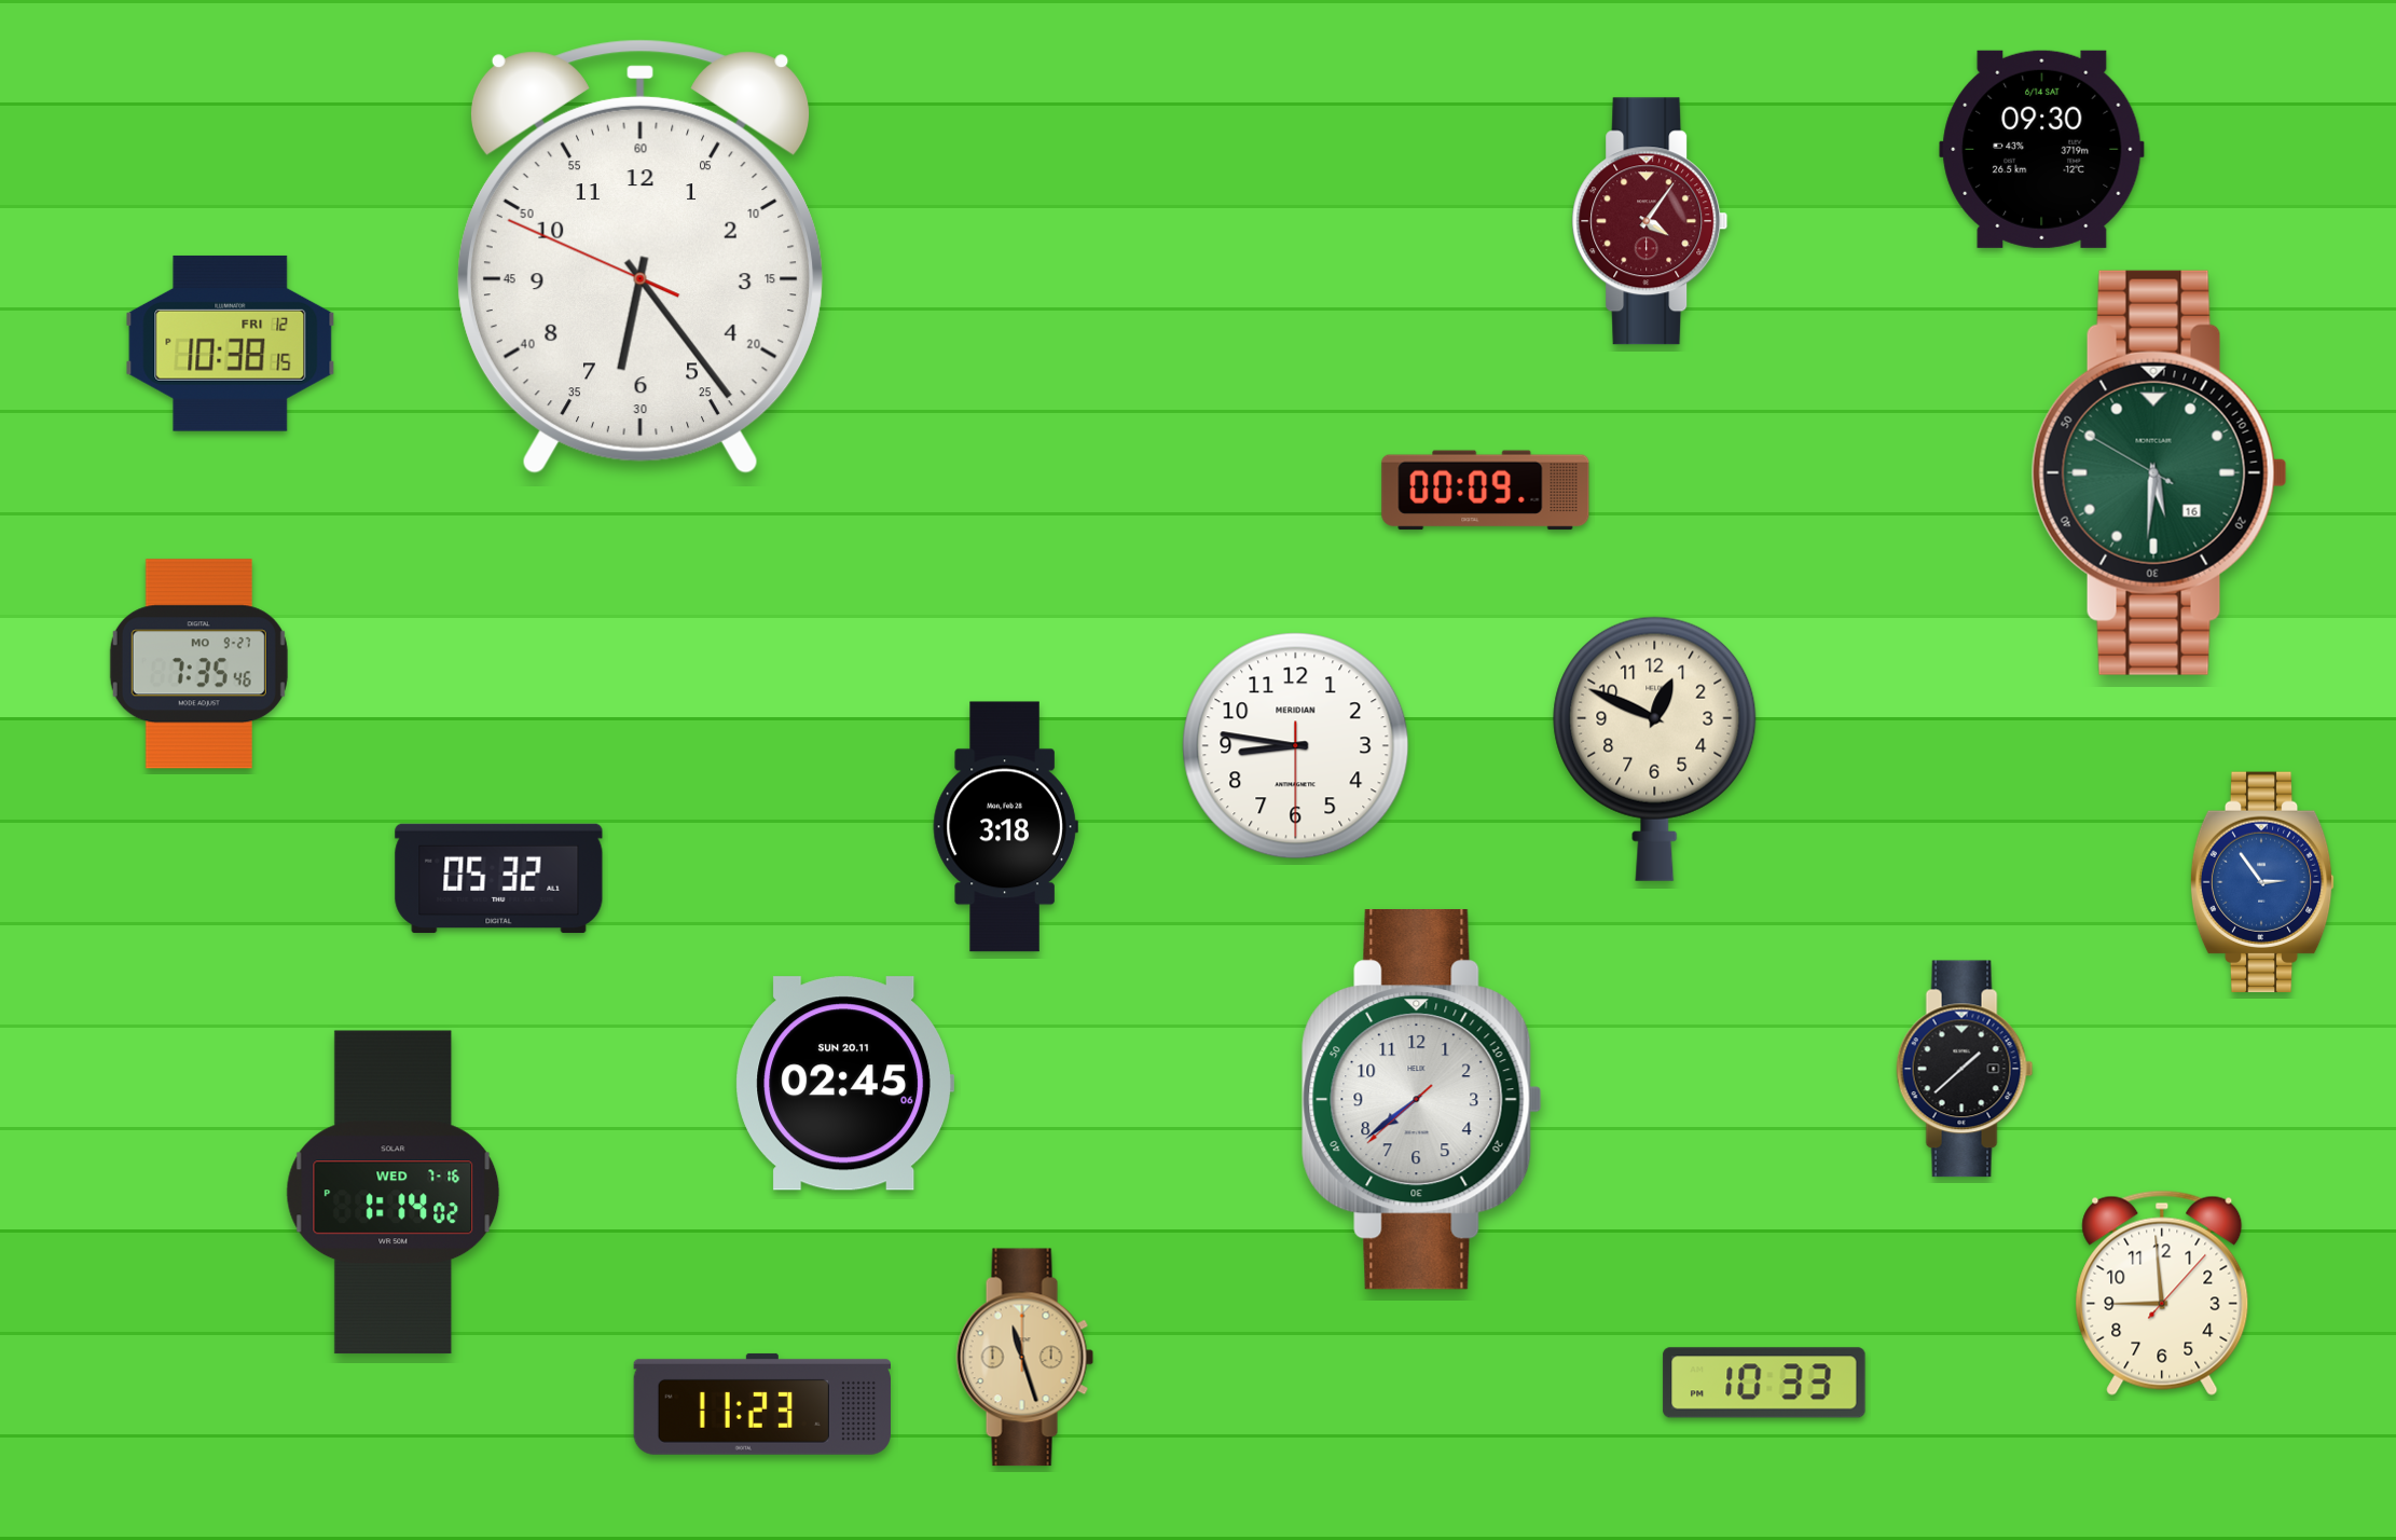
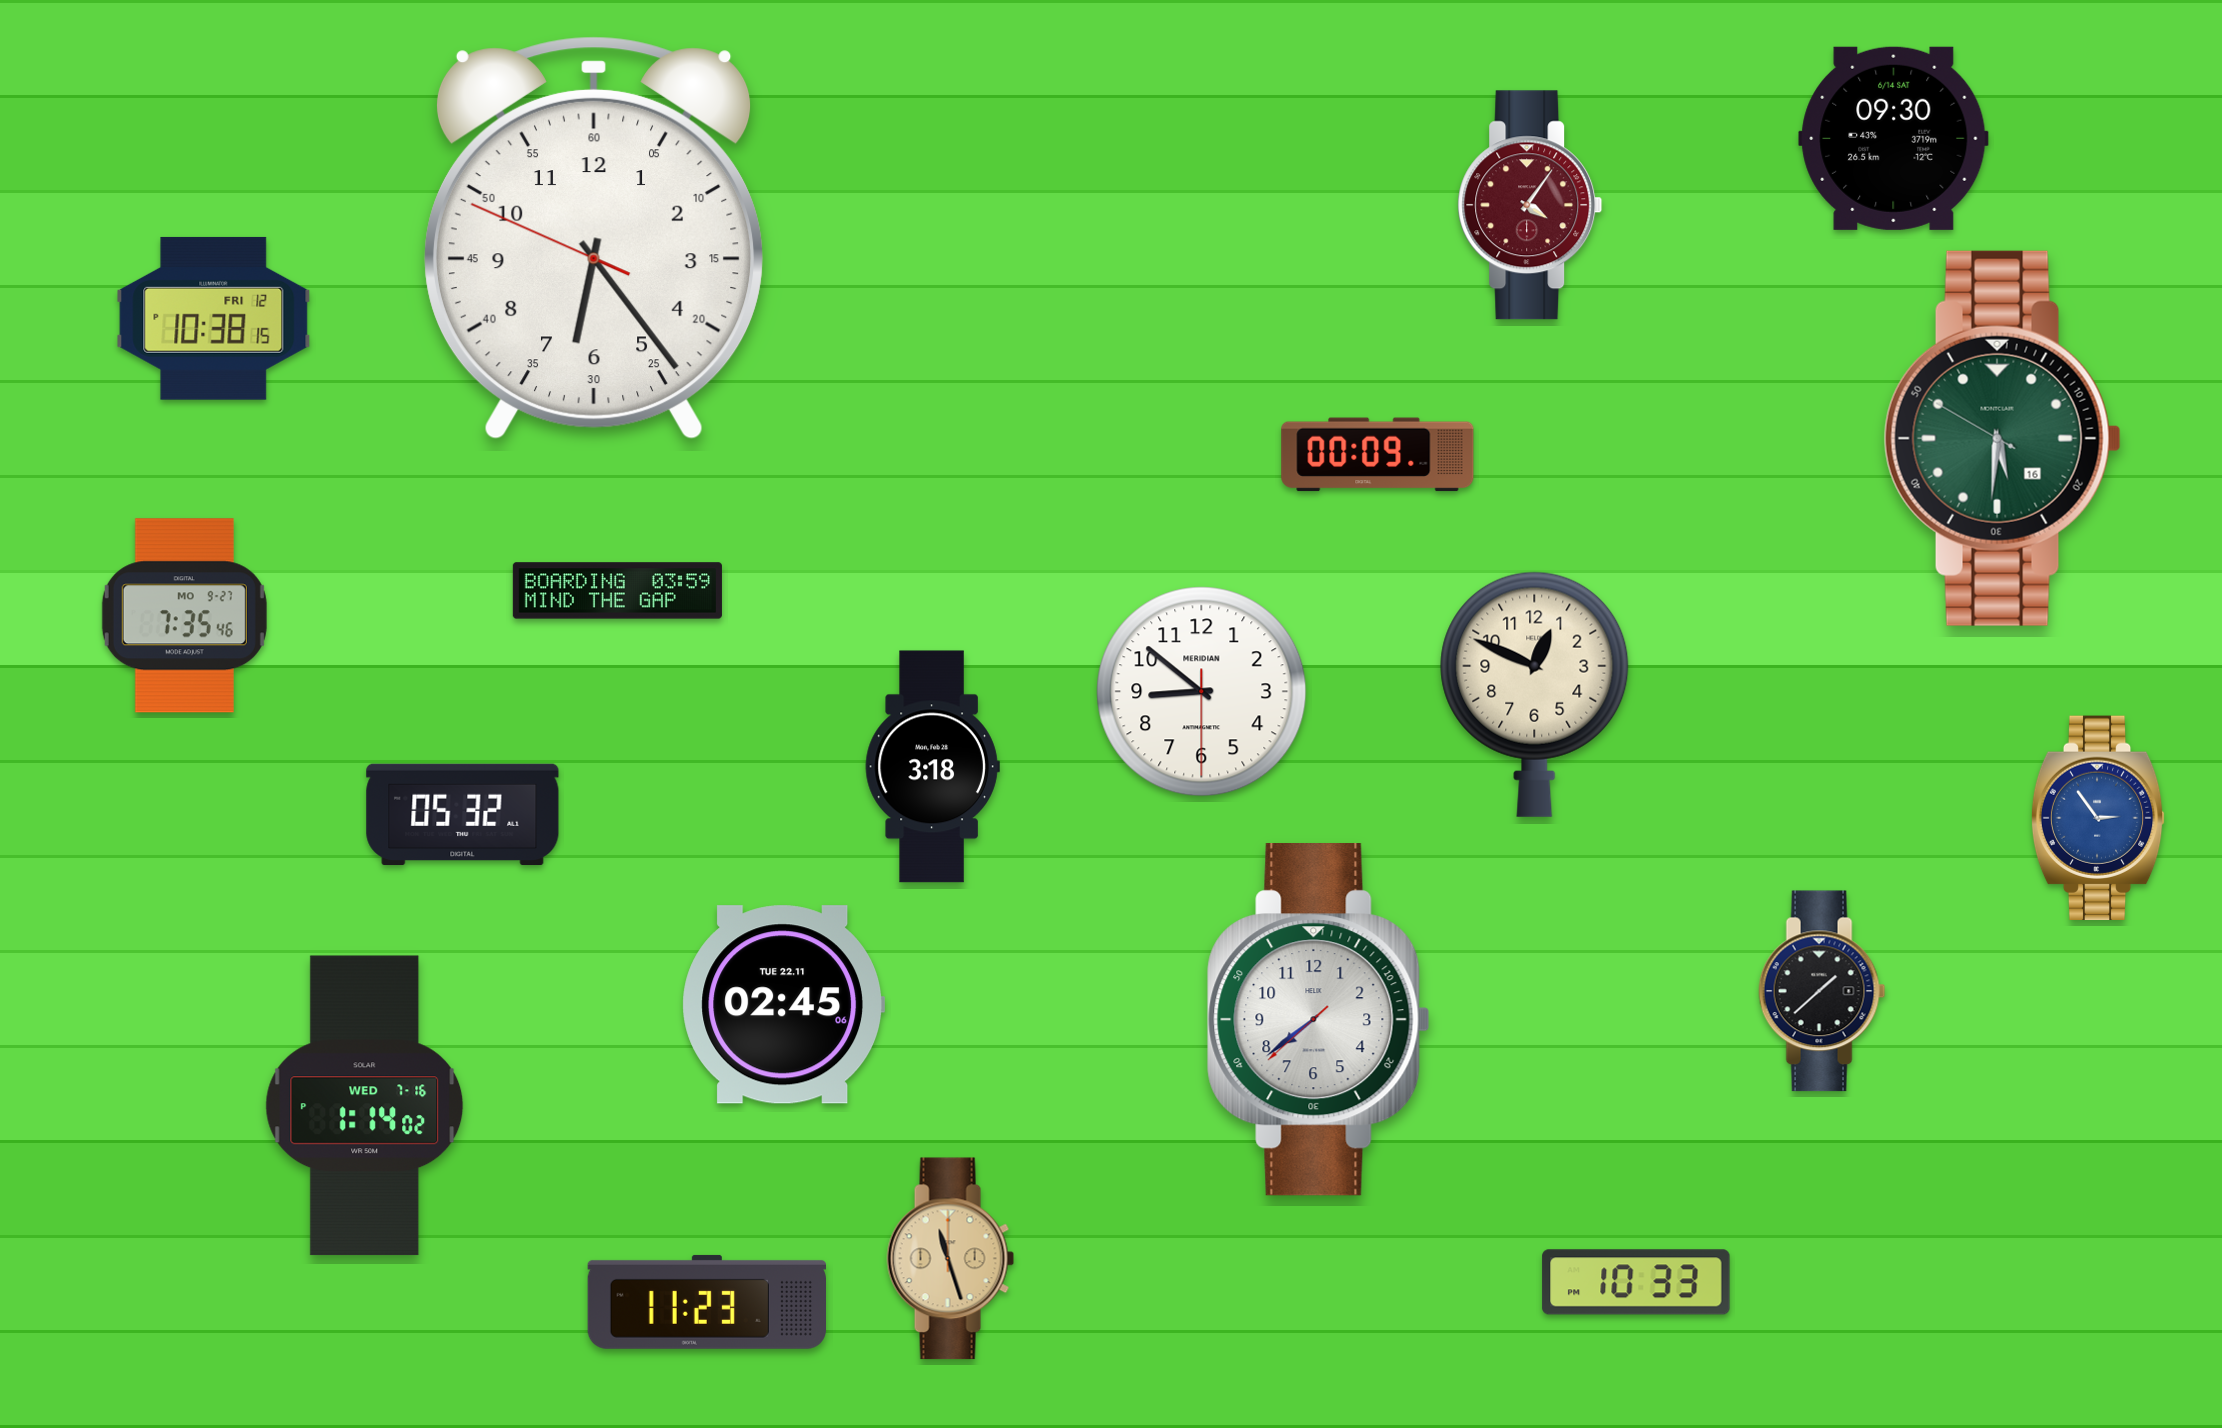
clock at (617, 591): none -> 03:59
clock at (1296, 746): 8:46 -> 8:51
clock at (844, 1084) date: SUN 20.11 -> TUE 22.11
clock at (2162, 1293): 8:59 -> none
